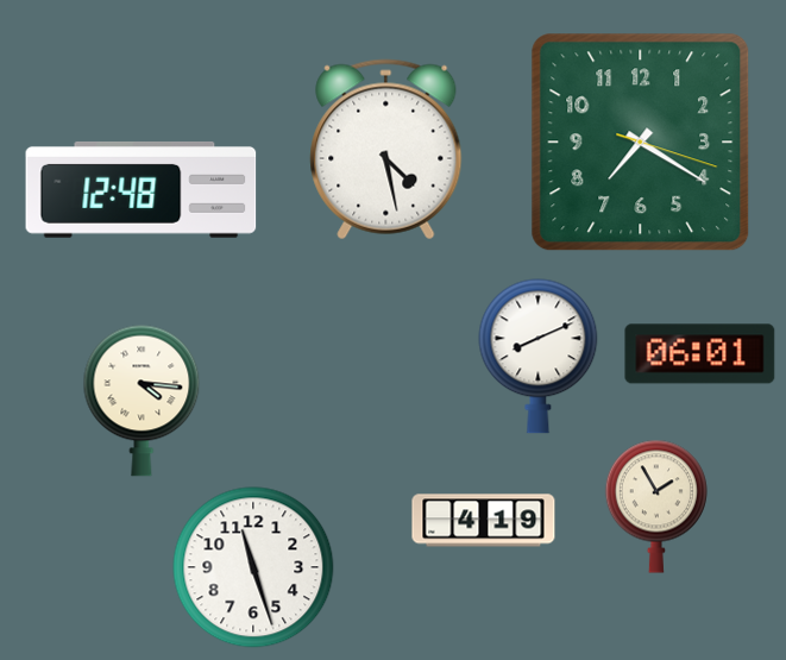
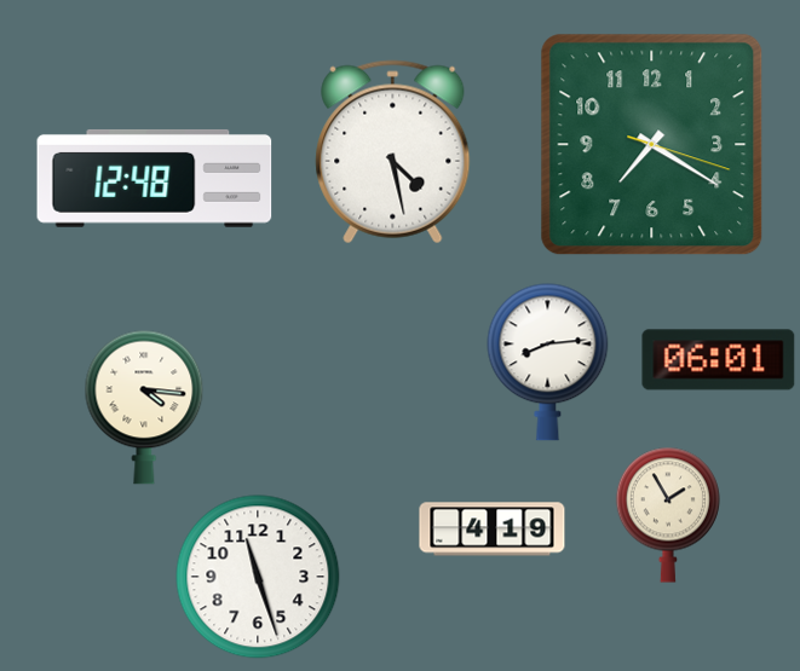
clock at (142, 189) position: (142, 189) -> (155, 178)
clock at (700, 354) position: (700, 354) -> (719, 360)
clock at (539, 357): 8:11 -> 8:14
